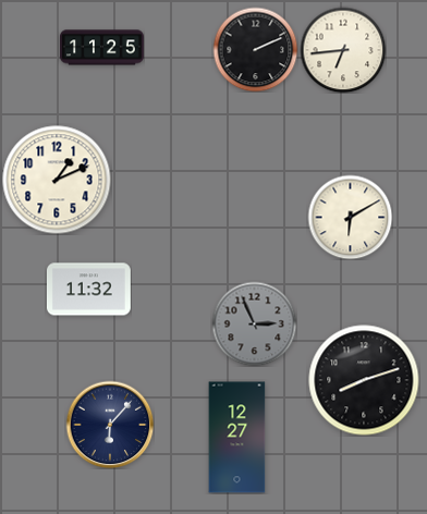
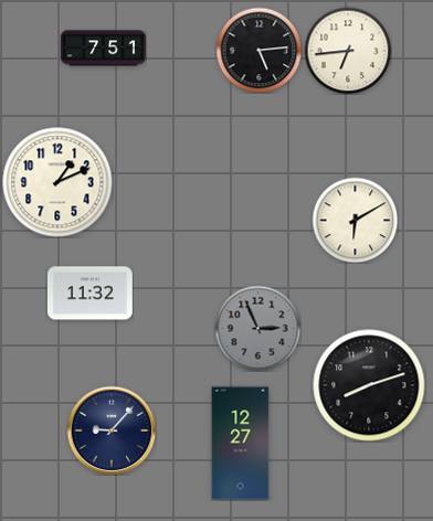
clock at (102, 48): 11:25 -> 7:51
clock at (255, 49): 2:11 -> 5:14
clock at (110, 425): 6:07 -> 9:07
